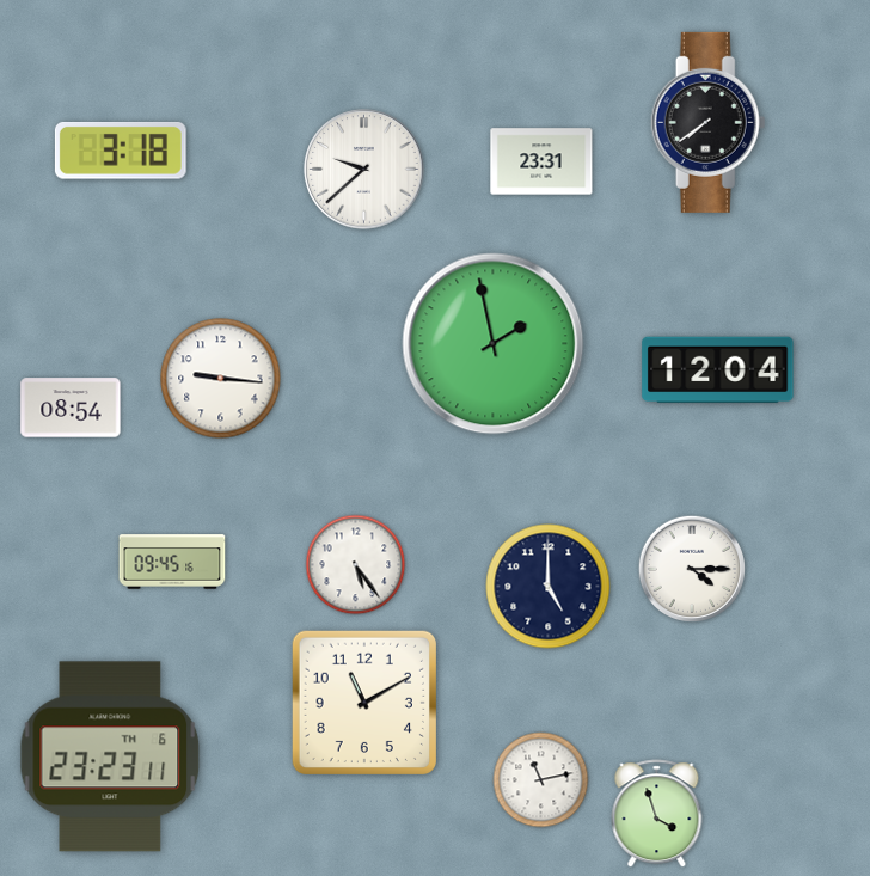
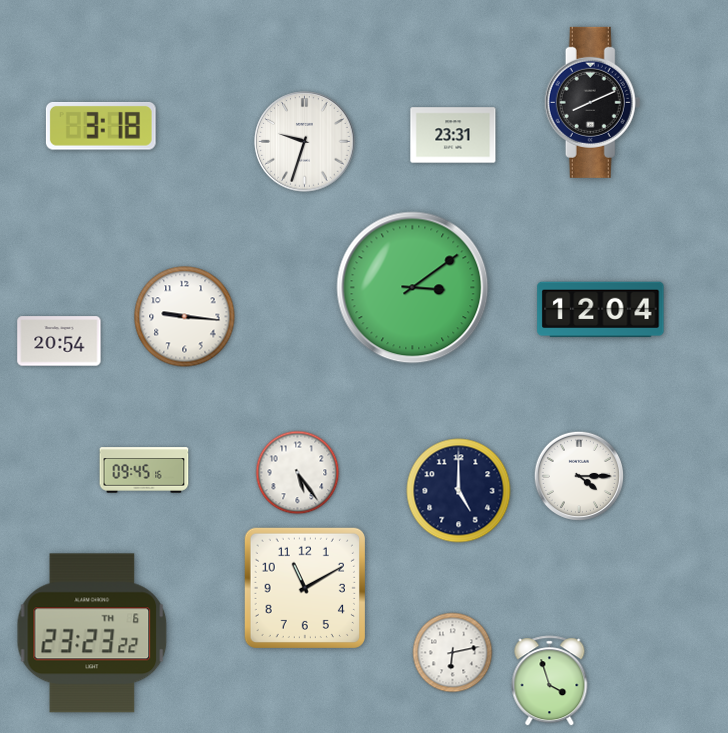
clock at (709, 122): 7:39 -> 8:11
clock at (364, 170): 9:38 -> 9:33
clock at (494, 344): 1:58 -> 3:09
clock at (71, 408): 08:54 -> 20:54
clock at (110, 756): 23:23:11 -> 23:23:22
clock at (541, 780): 11:13 -> 6:13
